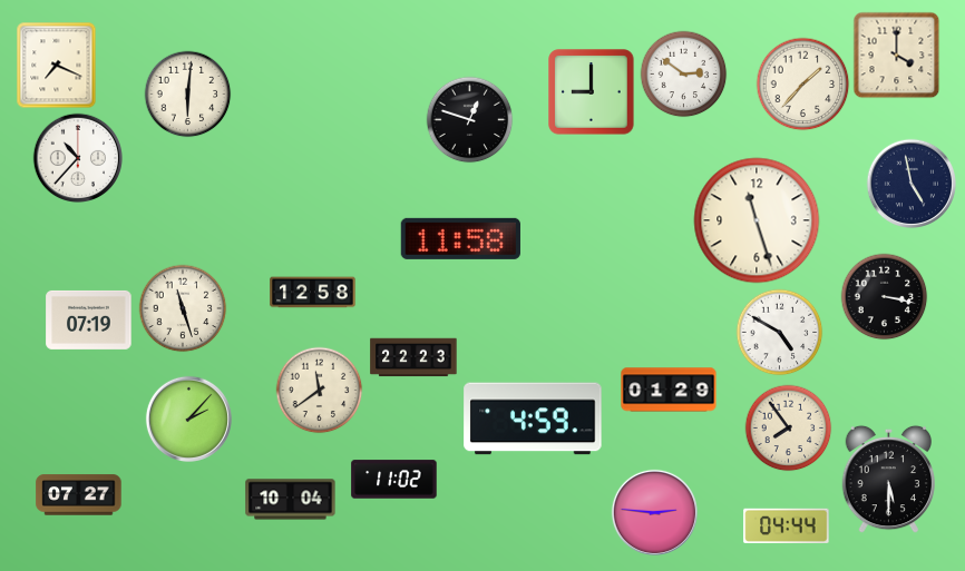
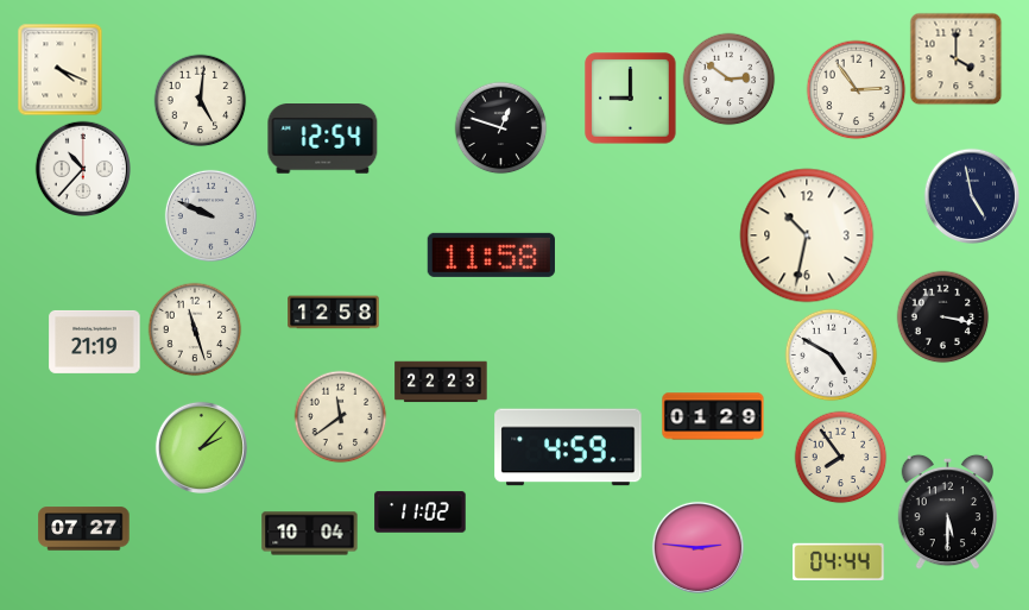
clock at (57, 65): 7:19 -> 4:19
clock at (802, 83): 1:37 -> 2:54
clock at (187, 93): 6:01 -> 5:01
clock at (323, 139): none -> 12:54
clock at (210, 215): none -> 9:49
clock at (757, 220): 11:27 -> 10:32
clock at (89, 319): 07:19 -> 21:19
